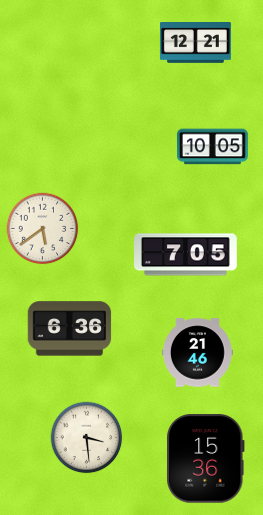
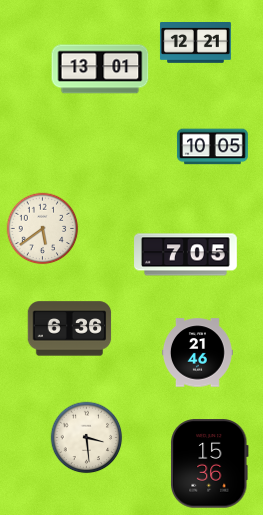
clock at (100, 69): none -> 13:01
clock at (206, 459) position: (206, 459) -> (210, 464)
